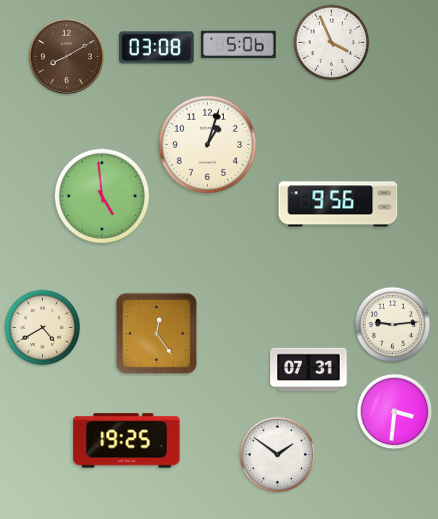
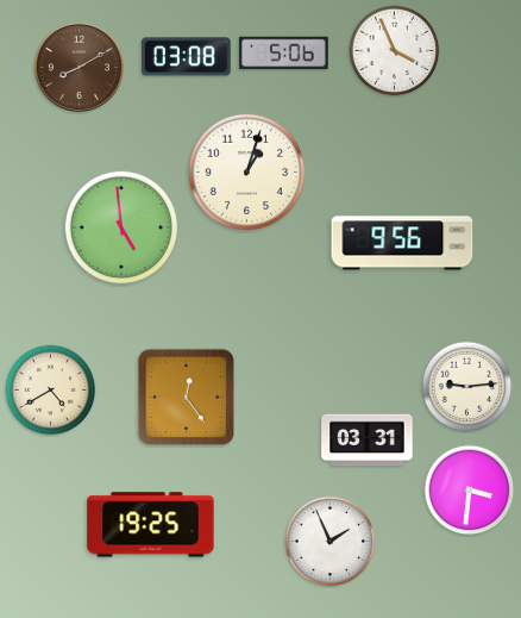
clock at (101, 195) position: (101, 195) -> (120, 226)
clock at (309, 370): 07:31 -> 03:31
clock at (278, 455): 1:51 -> 1:56
